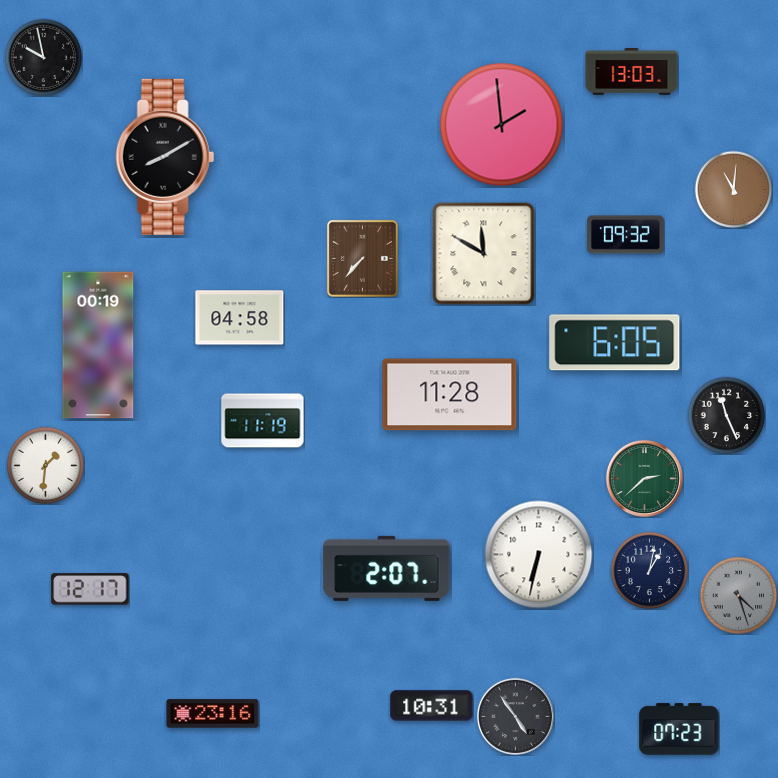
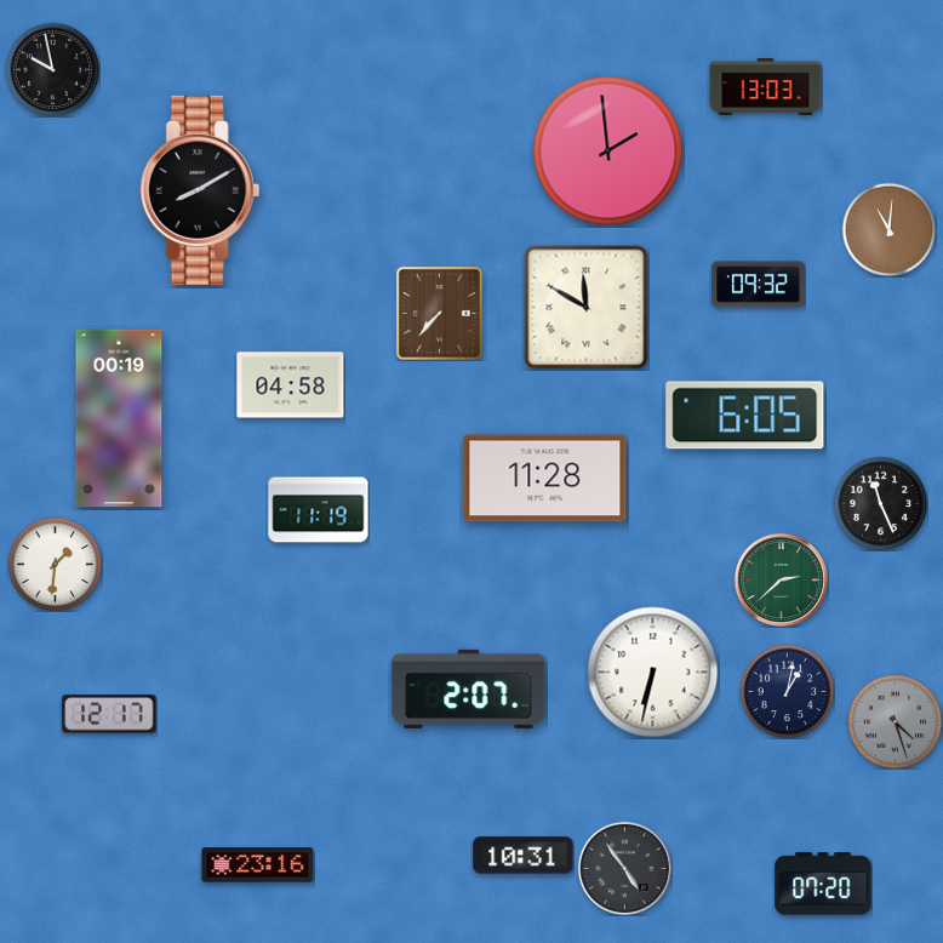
clock at (679, 729): 07:23 -> 07:20
